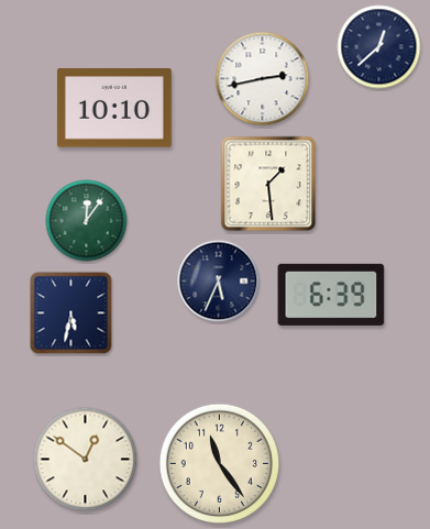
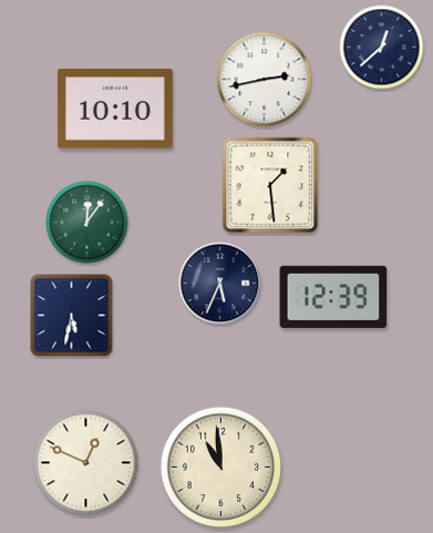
clock at (331, 295): 6:39 -> 12:39
clock at (86, 460): 12:51 -> 12:49
clock at (219, 463): 11:24 -> 10:59
